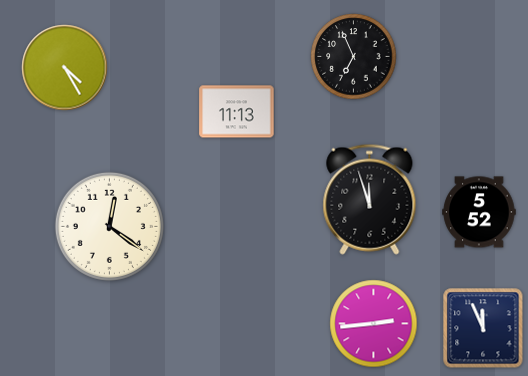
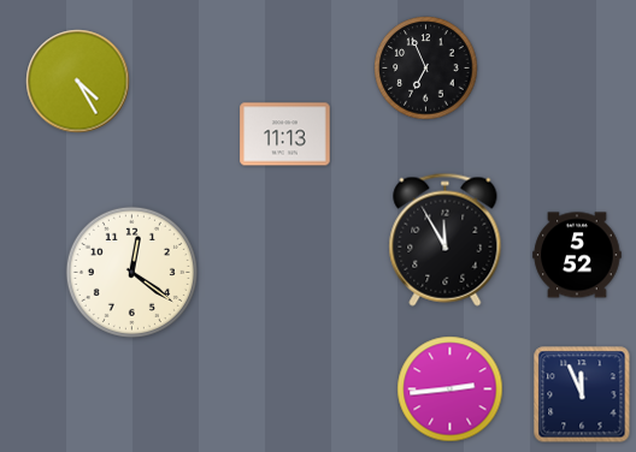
clock at (370, 199): 11:57 -> 11:55
